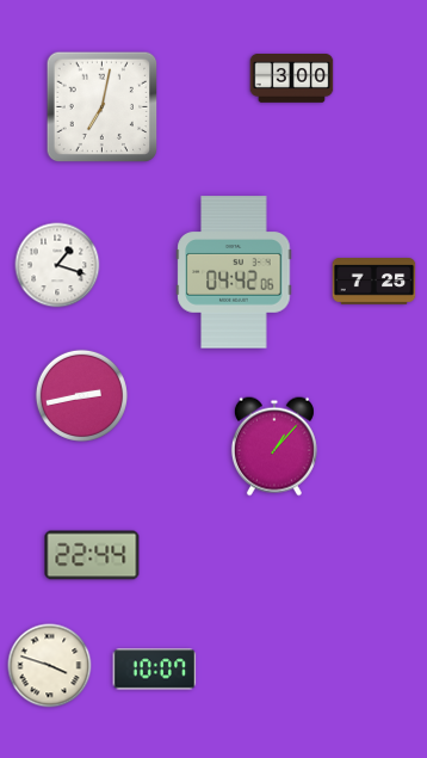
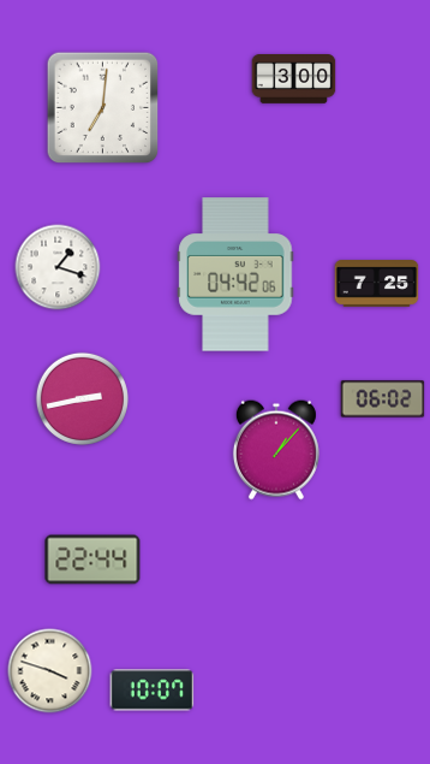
clock at (103, 107): 7:02 -> 7:01
clock at (383, 399): none -> 06:02
clock at (155, 670) position: (155, 670) -> (153, 691)
